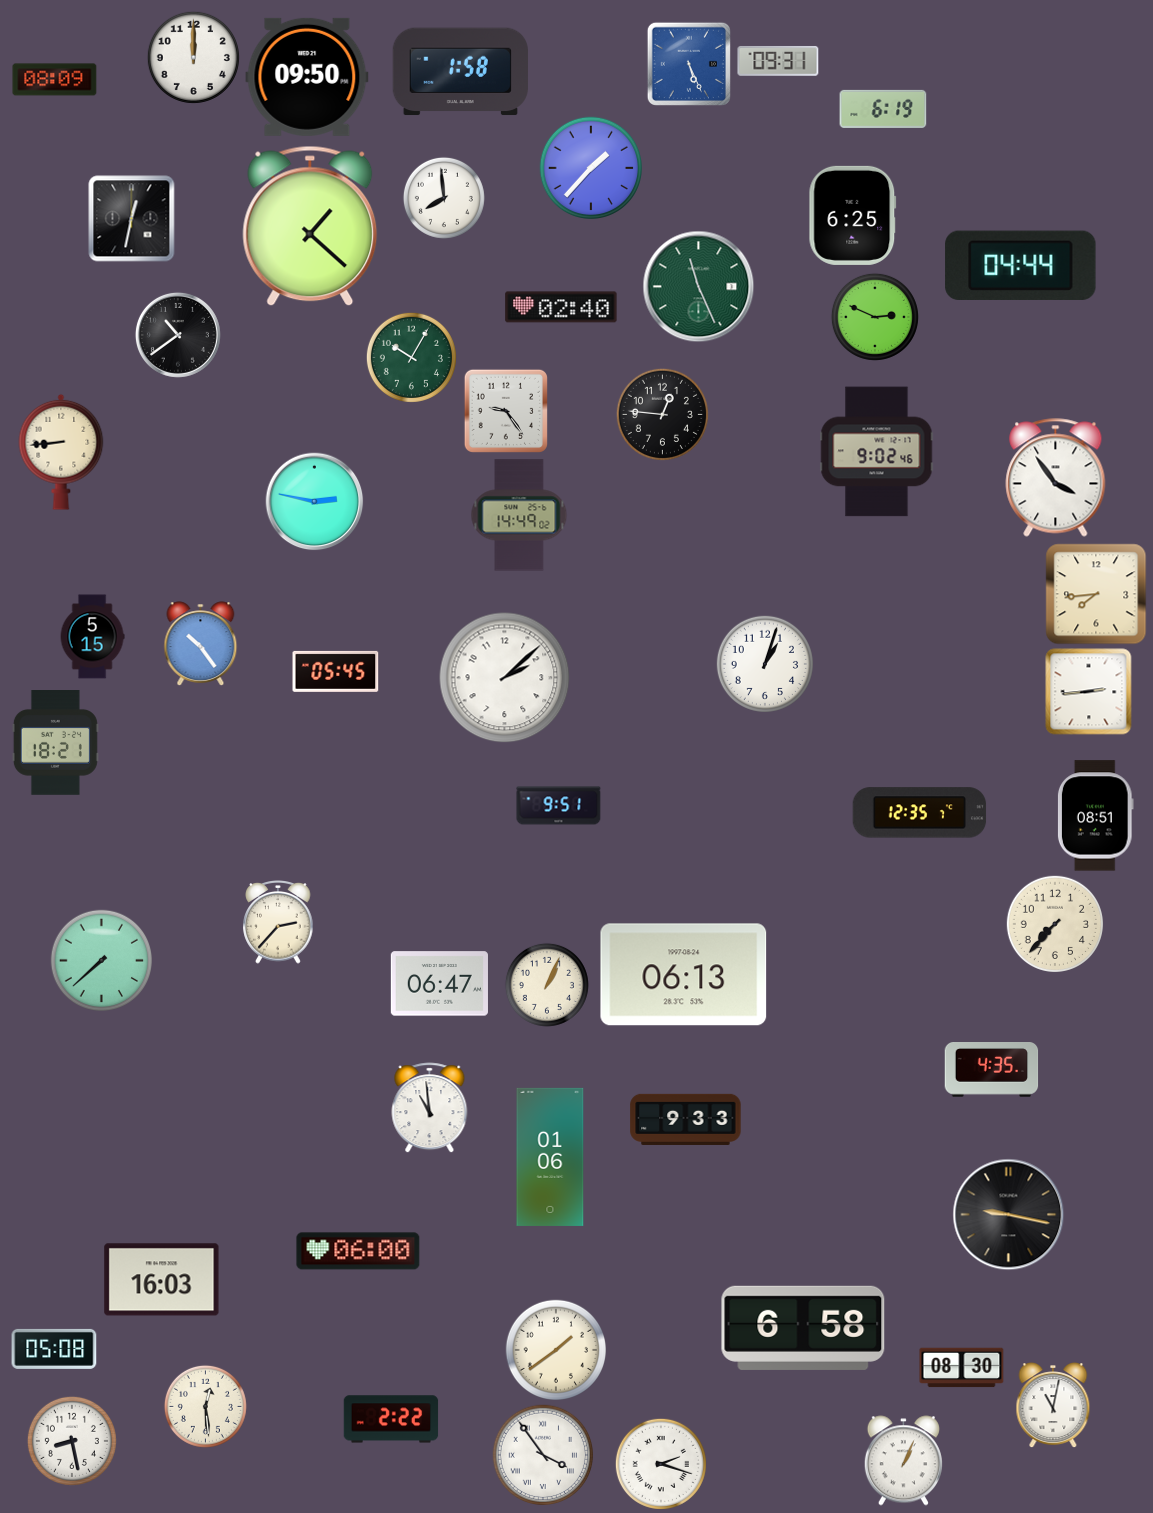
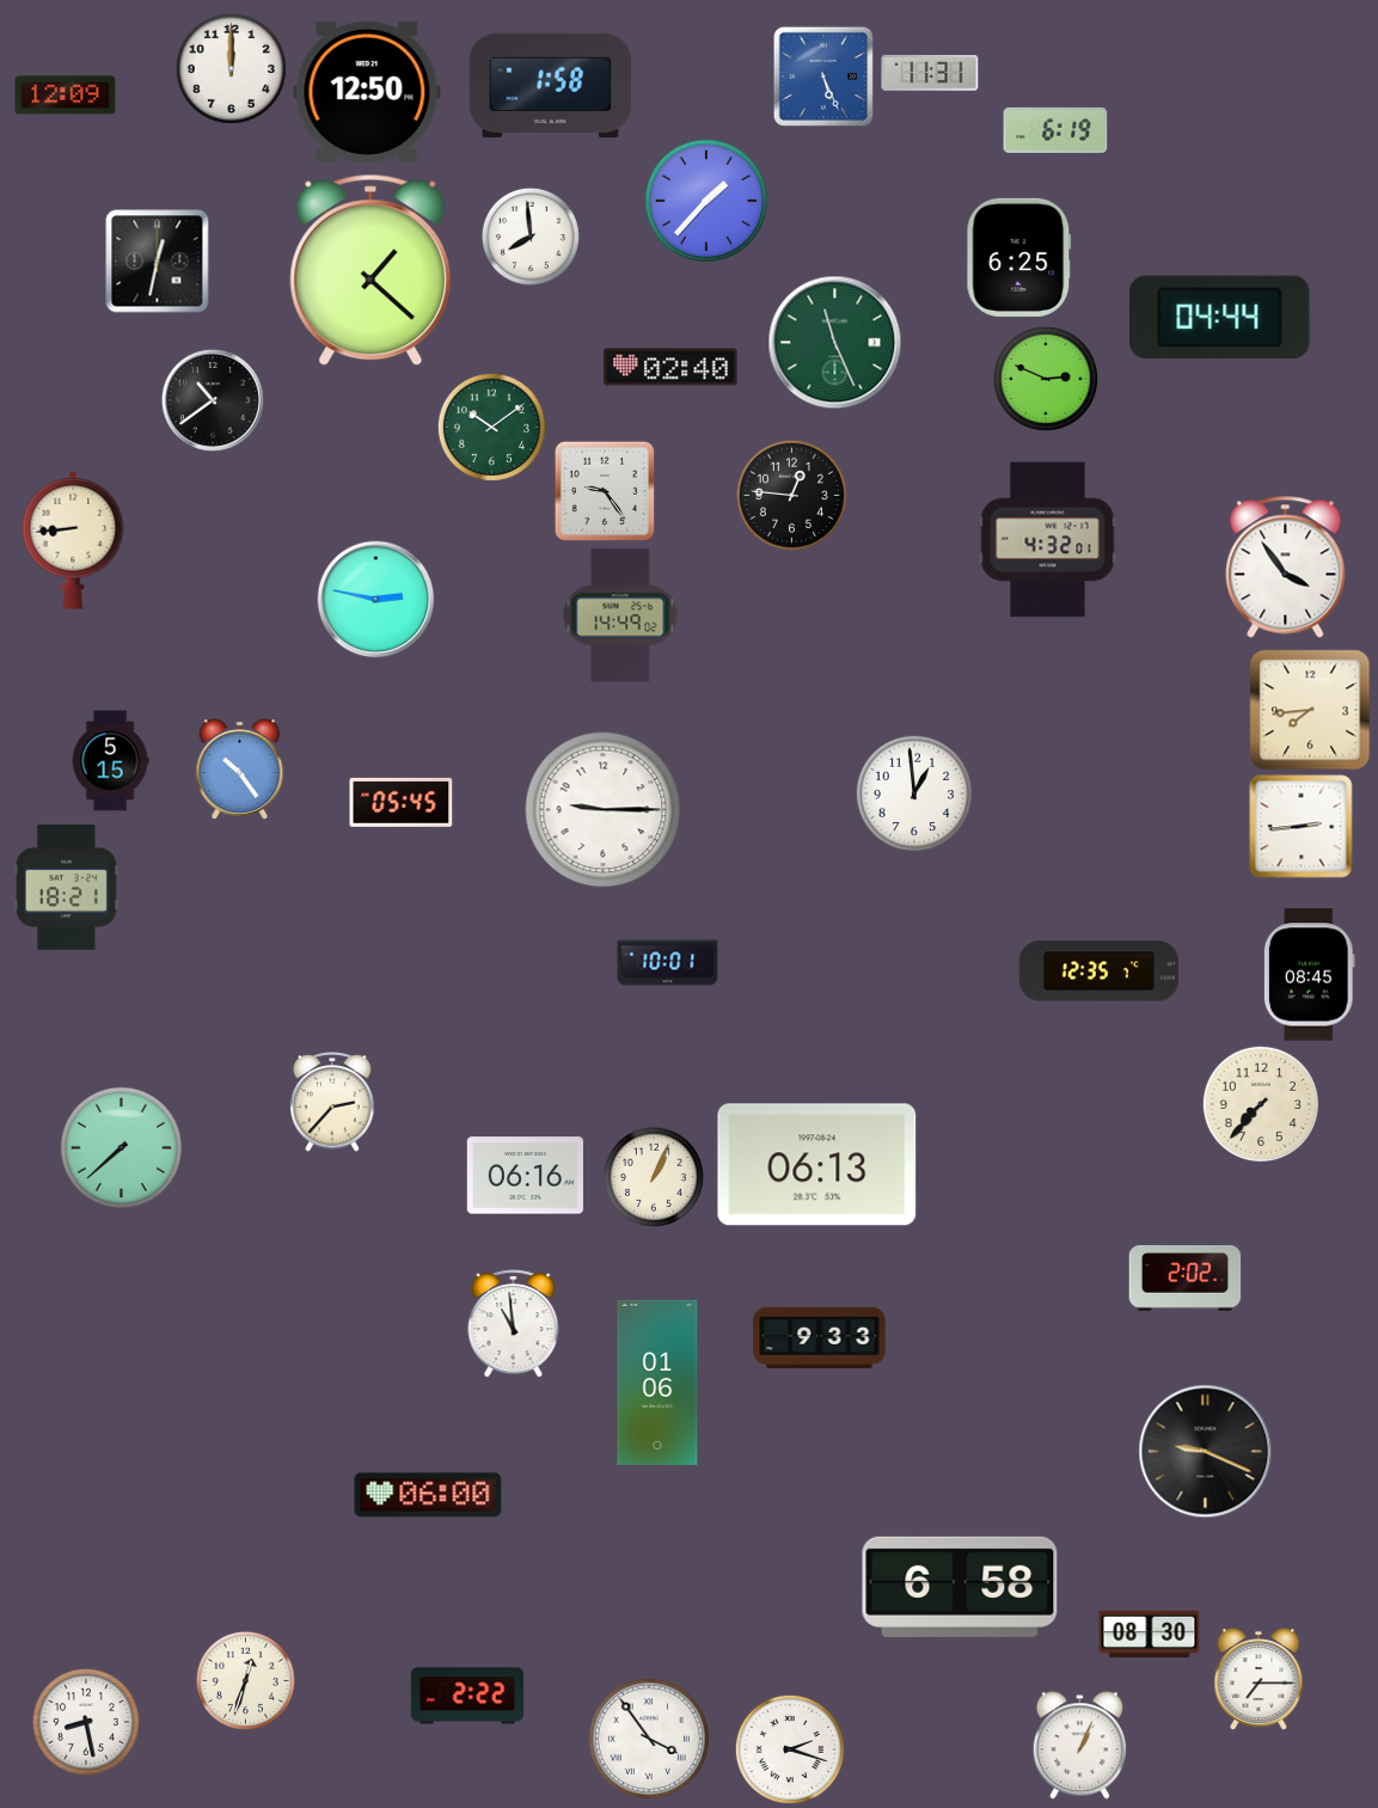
clock at (778, 61): 09:31 -> 11:31
clock at (307, 77): 09:50 -> 12:50
clock at (55, 80): 08:09 -> 12:09
clock at (411, 357): 10:05 -> 10:09
clock at (877, 452): 9:02 -> 4:32
clock at (1056, 478) position: (1056, 478) -> (1286, 568)
clock at (764, 663): 1:03 -> 12:59
clock at (505, 678): 2:08 -> 9:15
clock at (559, 806): 9:51 -> 10:01
clock at (1095, 816): 08:51 -> 08:45
clock at (439, 984): 06:47 -> 06:16
clock at (992, 1070): 4:35 -> 2:02
clock at (1009, 1215): 9:17 -> 9:19
clock at (162, 1280): 16:03 -> none
clock at (54, 1349): 05:08 -> none
clock at (555, 1349): 1:39 -> none
clock at (1053, 1405): 11:02 -> 7:15
clock at (205, 1406): 12:29 -> 12:33
